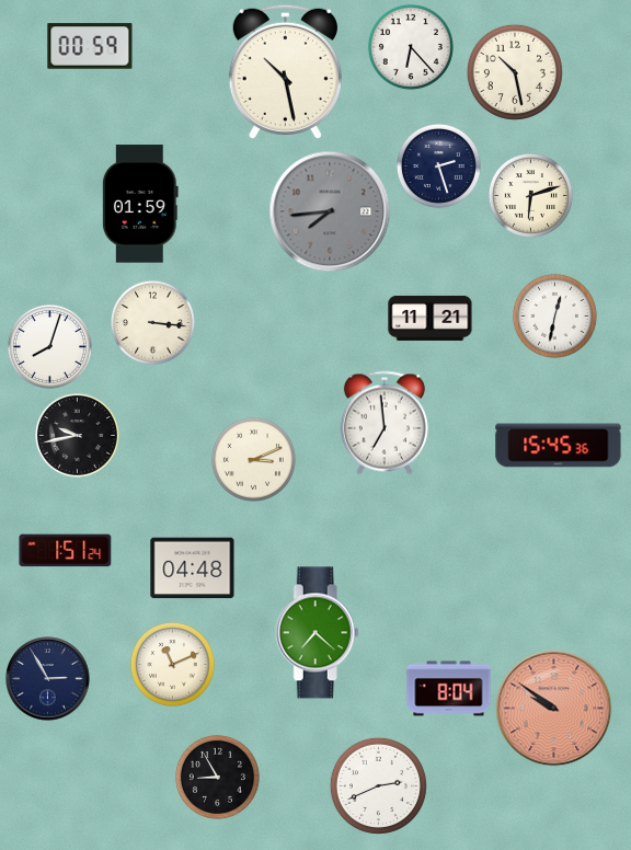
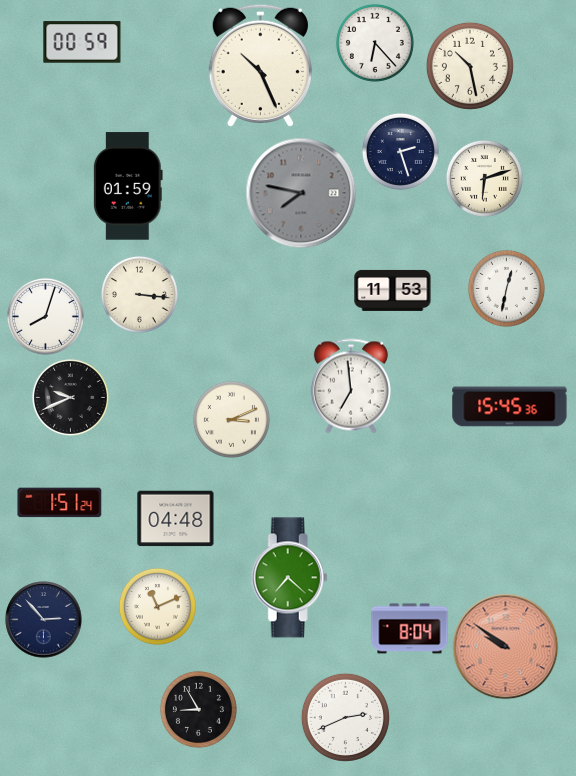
clock at (285, 71): 10:28 -> 10:26
clock at (330, 211): 7:44 -> 7:47
clock at (431, 318): 11:21 -> 11:53
clock at (77, 435): 9:43 -> 9:41
clock at (48, 679): 2:55 -> 2:53
